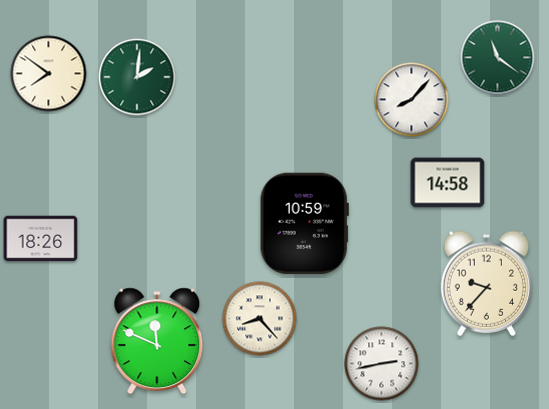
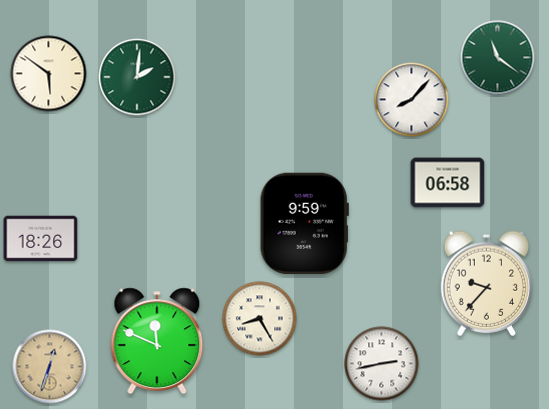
clock at (49, 74): 7:51 -> 5:51
clock at (448, 183): 14:58 -> 06:58
clock at (304, 223): 10:59 -> 9:59
clock at (260, 319): 8:23 -> 8:25
clock at (50, 367): none -> 12:33
